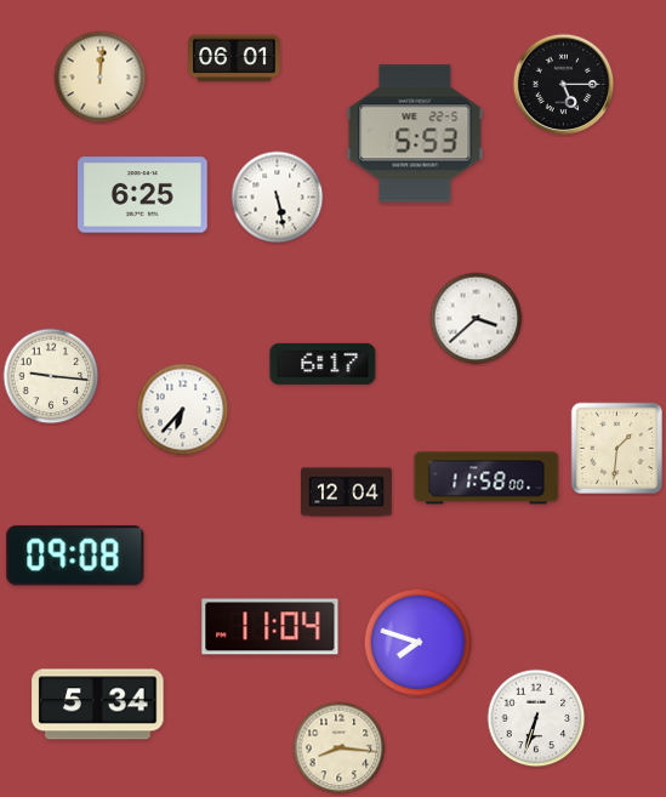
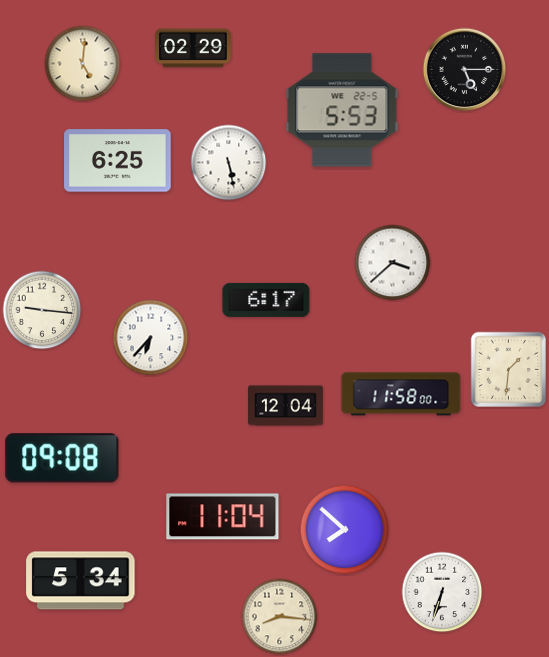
clock at (235, 58): 06:01 -> 02:29
clock at (101, 78): 12:01 -> 5:01
clock at (419, 643): 7:48 -> 7:52
